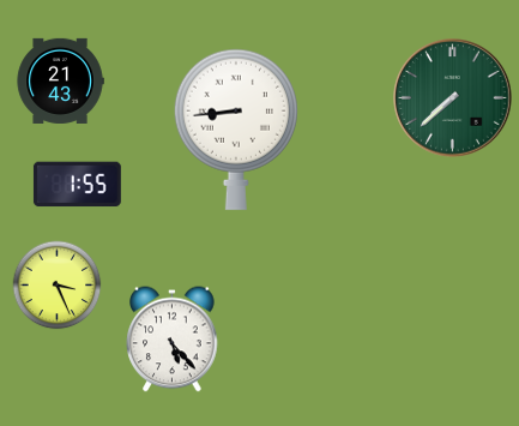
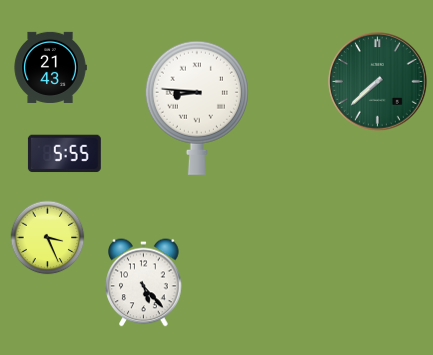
clock at (236, 130): 8:44 -> 8:46
clock at (77, 185): 1:55 -> 5:55
